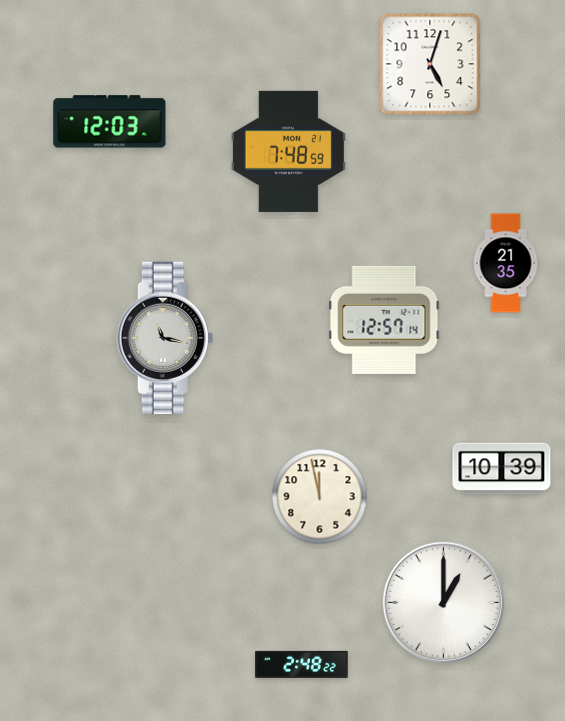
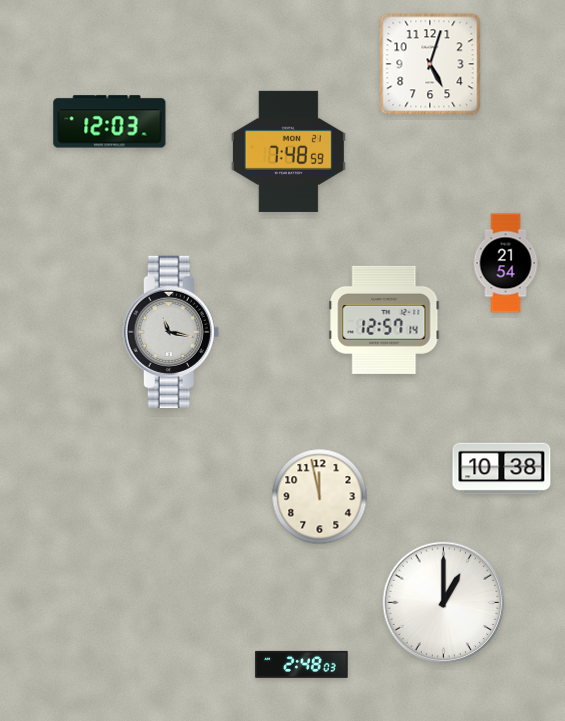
clock at (506, 263): 21:35 -> 21:54
clock at (165, 337) position: (165, 337) -> (171, 331)
clock at (502, 469): 10:39 -> 10:38
clock at (302, 664): 2:48:22 -> 2:48:03
